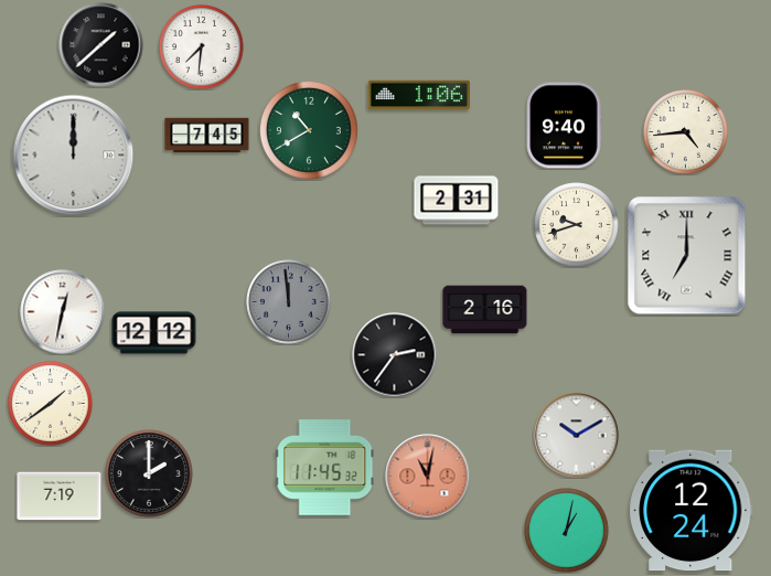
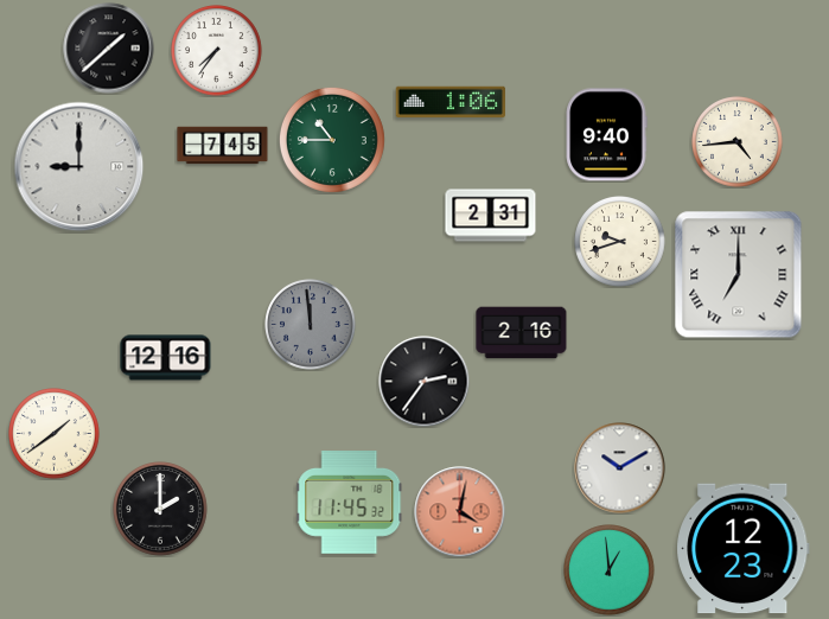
clock at (202, 47): 7:31 -> 7:36
clock at (309, 130): 10:40 -> 10:45
clock at (74, 156): 12:00 -> 9:00
clock at (63, 312): 12:32 -> none
clock at (154, 333): 12:12 -> 12:16
clock at (428, 477): 11:02 -> 4:02
clock at (60, 497): 7:19 -> none
clock at (692, 511): 12:24 -> 12:23
clock at (567, 531): 1:02 -> 12:59
